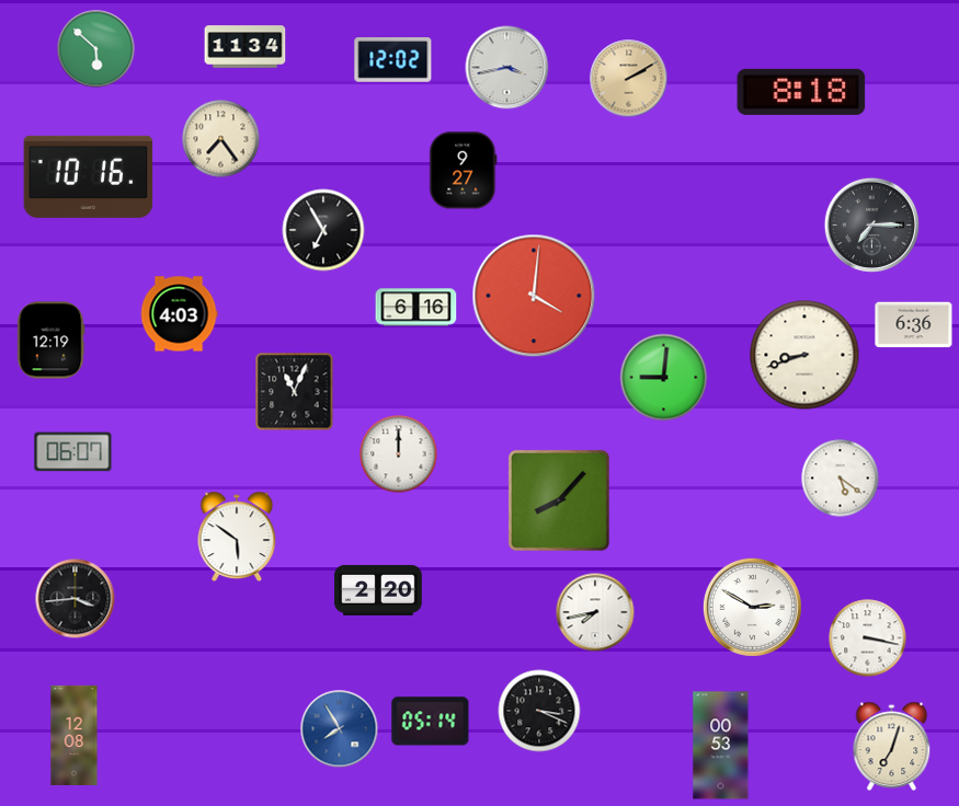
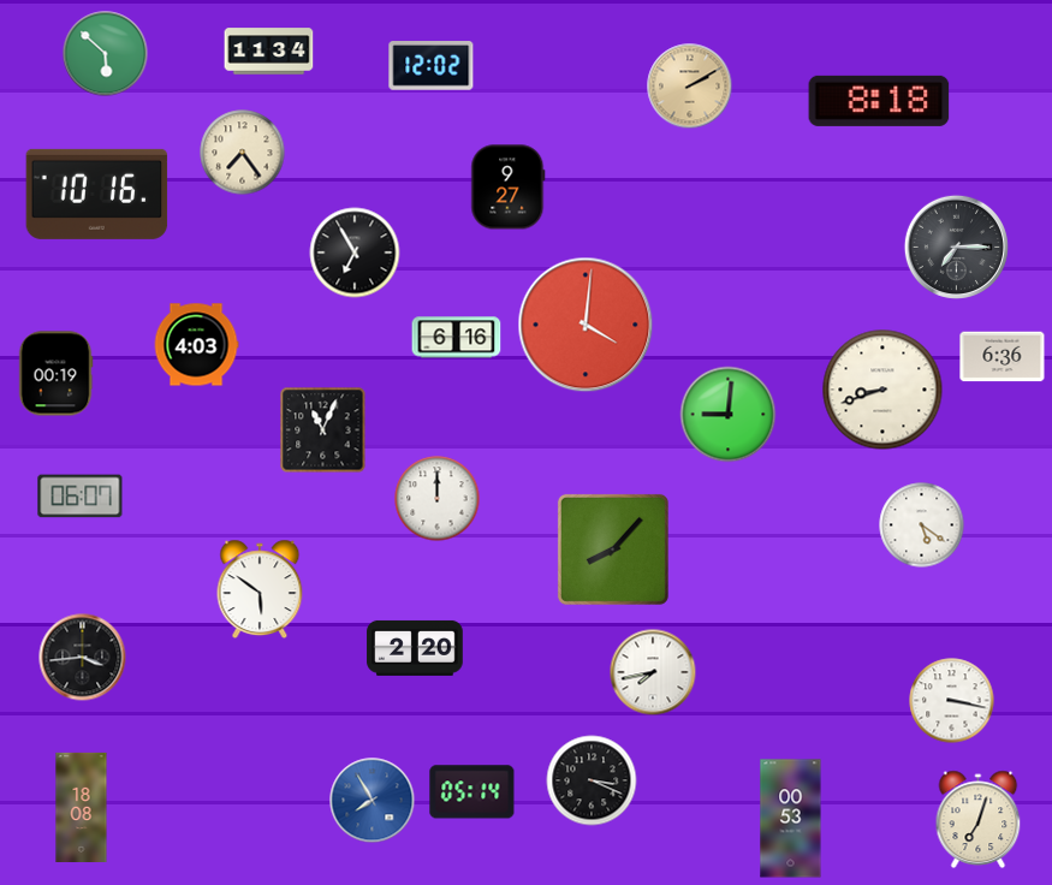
clock at (507, 68): 3:43 -> none
clock at (50, 341): 12:19 -> 00:19
clock at (752, 607): 2:50 -> none
clock at (75, 735): 12:08 -> 18:08
